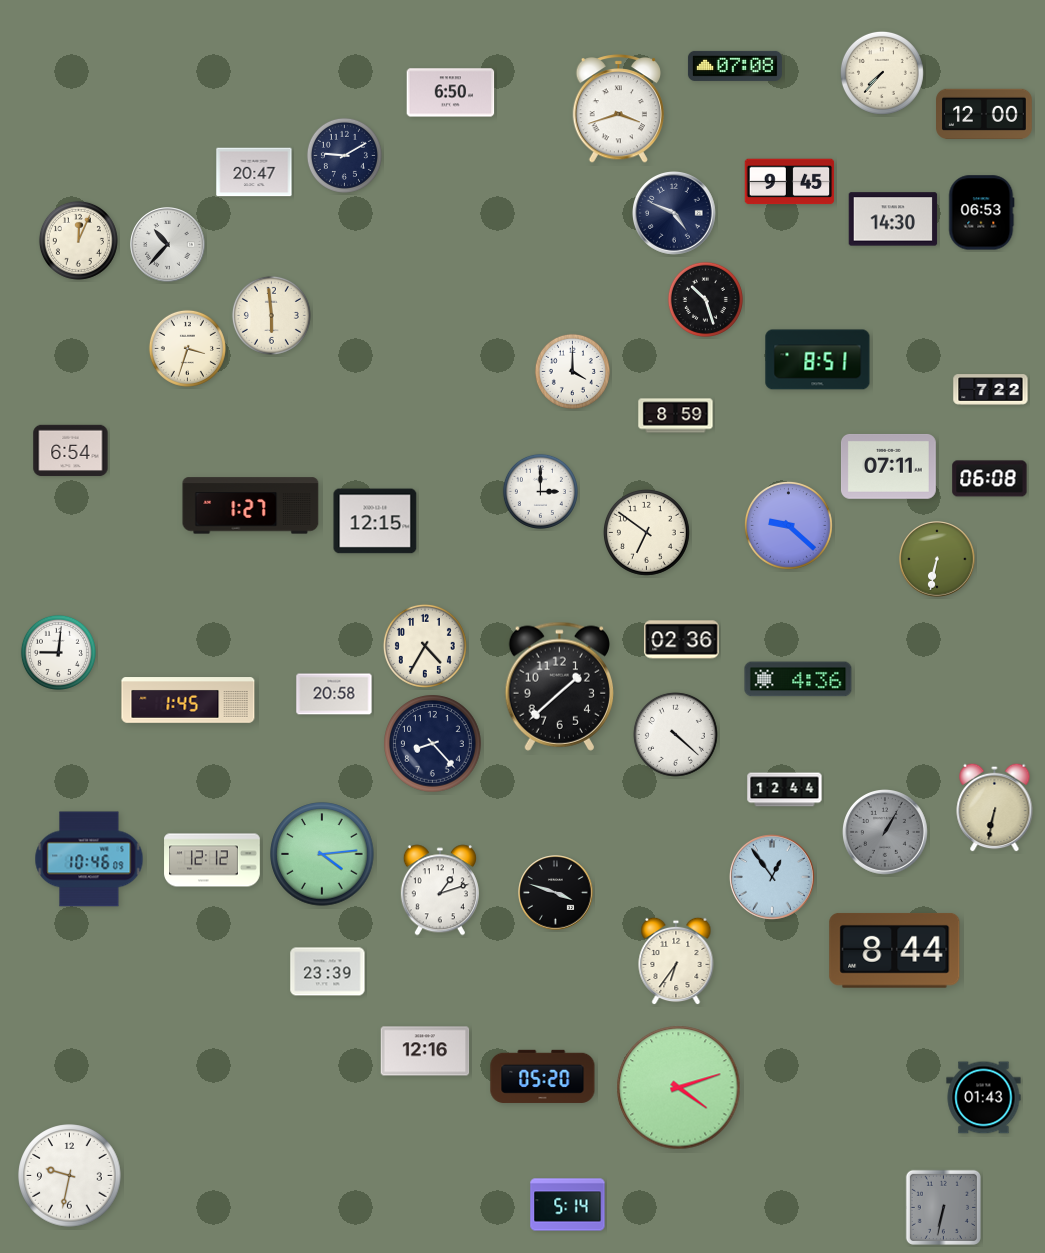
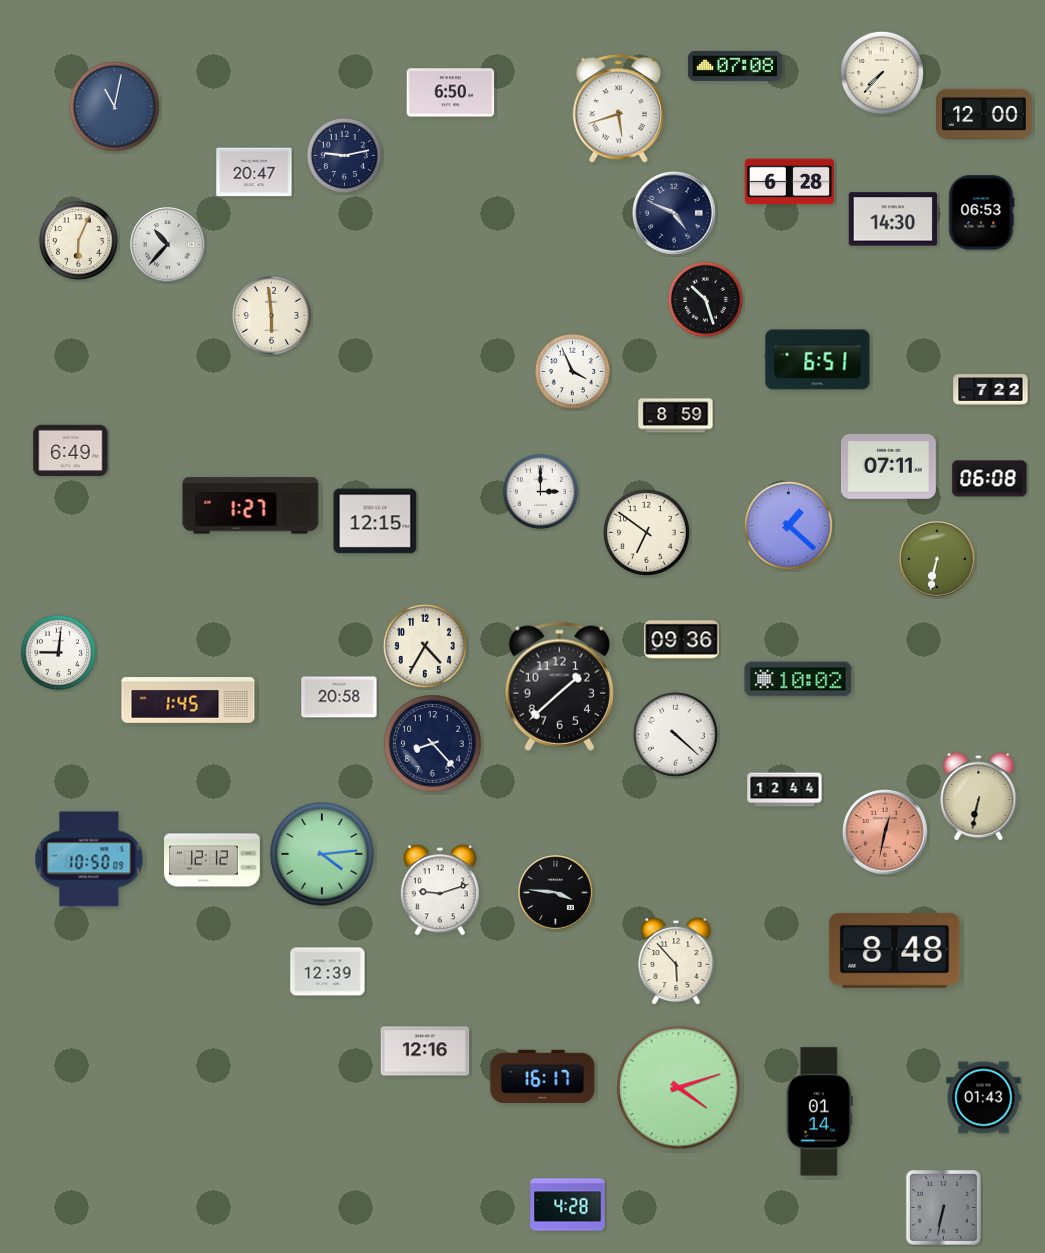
clock at (115, 107): none -> 11:02
clock at (618, 109): 3:42 -> 5:42
clock at (344, 155): 9:10 -> 9:13
clock at (790, 182): 9:45 -> 6:28
clock at (78, 240): 12:04 -> 6:04
clock at (187, 348): 3:33 -> none
clock at (818, 360): 8:51 -> 6:51
clock at (572, 371): 4:00 -> 3:56
clock at (71, 451): 6:54 -> 6:49
clock at (788, 525): 9:22 -> 1:22
clock at (682, 640): 02:36 -> 09:36
clock at (798, 679): 4:36 -> 10:02
clock at (334, 694) position: (334, 694) -> (339, 697)
clock at (995, 807) position: (995, 807) -> (979, 796)
clock at (886, 833): 1:05 -> 12:32
clock at (886, 833) dial: grey -> salmon
clock at (89, 859): 10:46 -> 10:50
clock at (773, 878): 12:54 -> none
clock at (440, 890): 1:12 -> 9:12
clock at (556, 893): 3:48 -> 3:46
clock at (895, 950): 8:44 -> 8:48
clock at (676, 961): 6:36 -> 5:53
clock at (328, 972): 23:39 -> 12:39
clock at (543, 1076): 05:20 -> 16:17
clock at (819, 1112): none -> 01:14
clock at (70, 1176): 9:32 -> none
clock at (568, 1205): 5:14 -> 4:28
